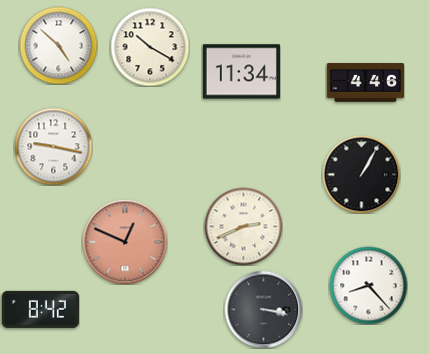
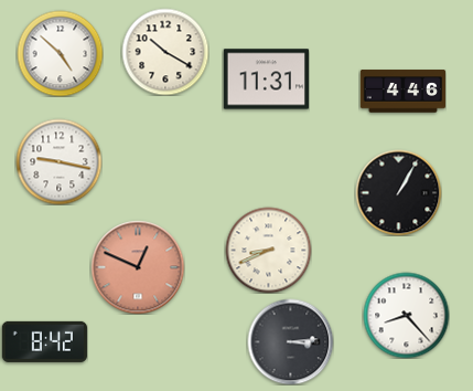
clock at (58, 45) position: (58, 45) -> (60, 53)
clock at (241, 72): 11:34 -> 11:31
clock at (243, 226): 2:41 -> 8:41
clock at (263, 309): 3:17 -> 3:14
